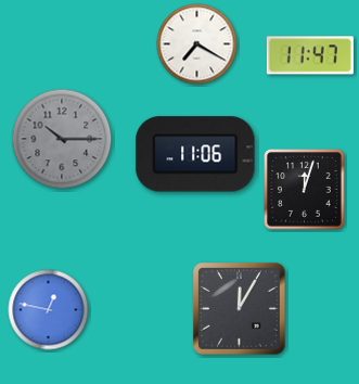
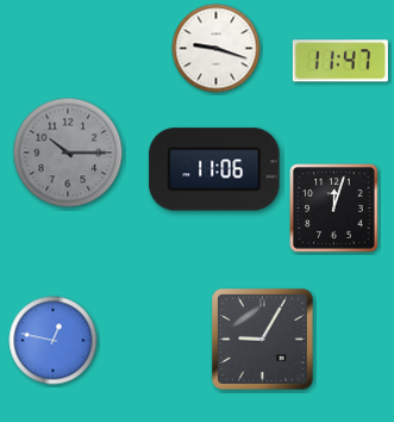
clock at (197, 44): 7:20 -> 9:18
clock at (240, 309): 12:05 -> 9:05
